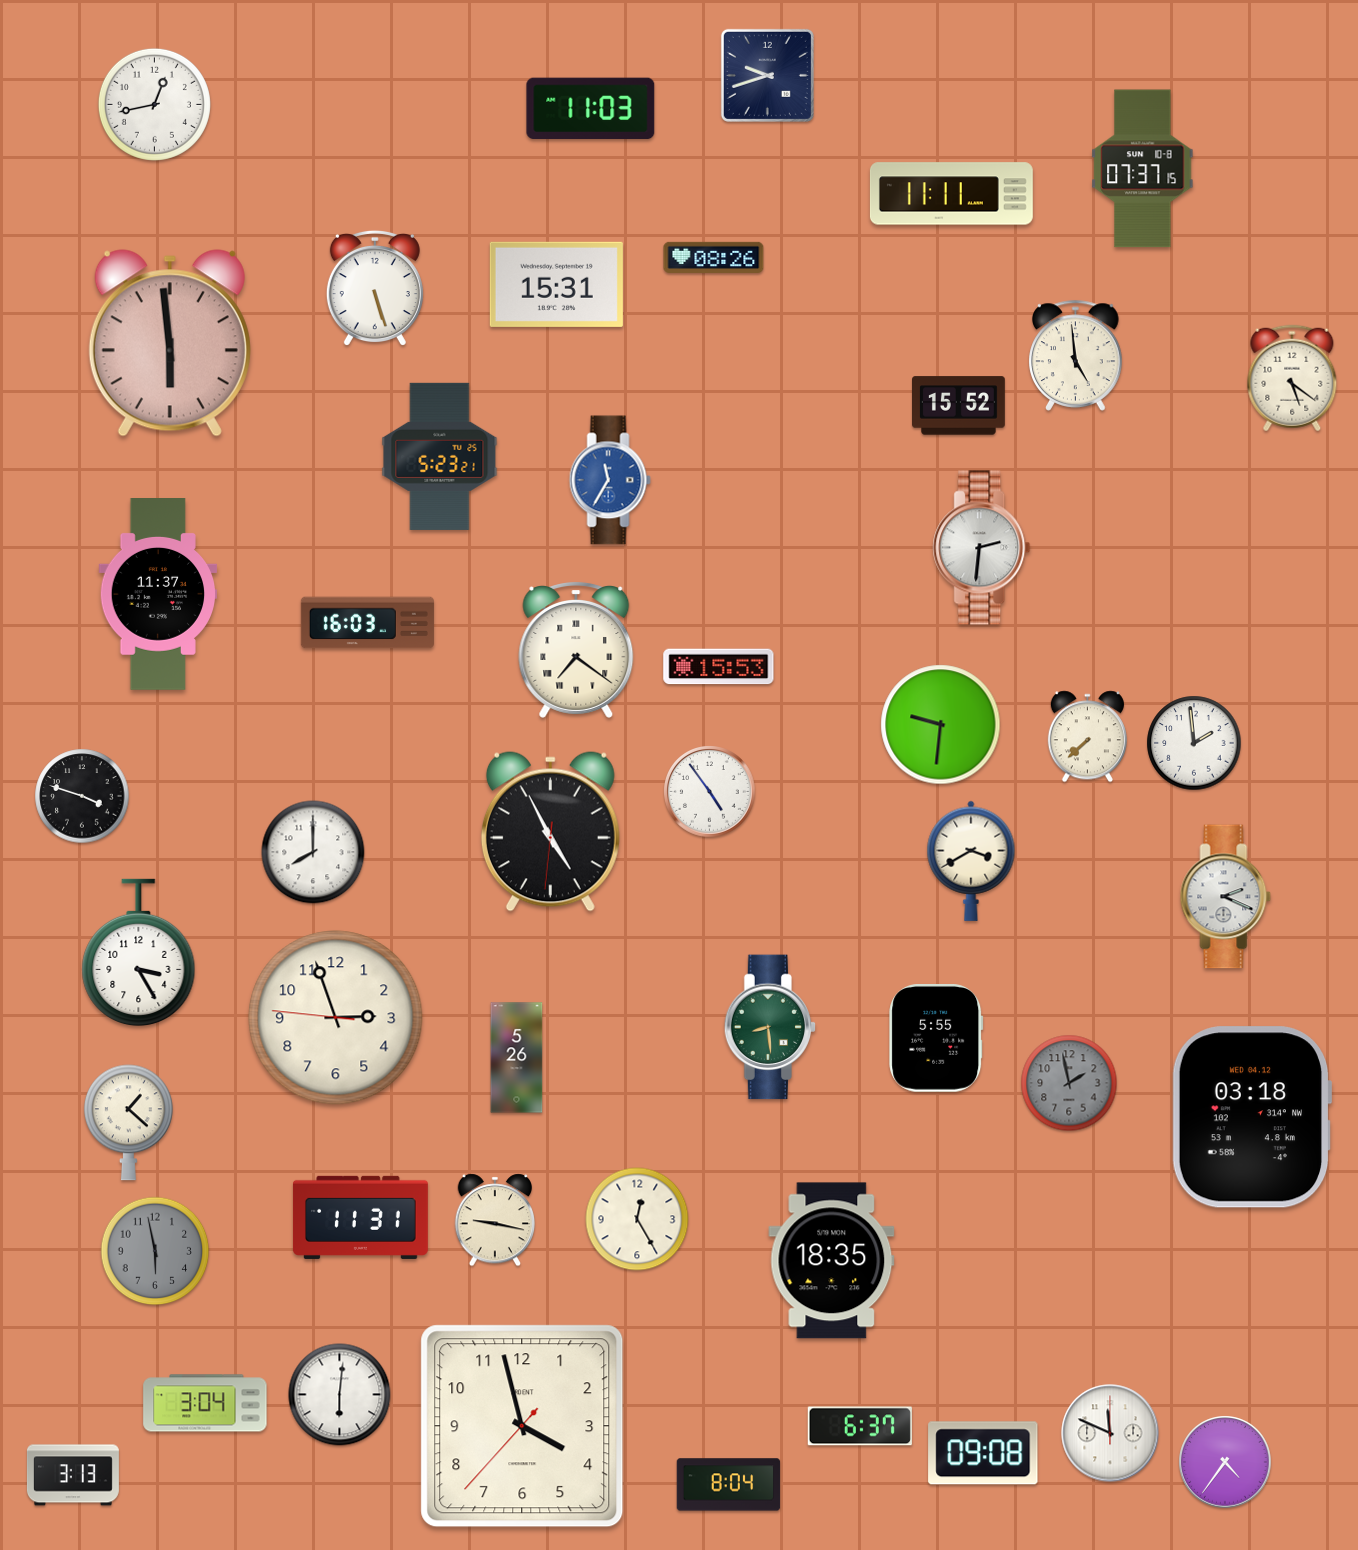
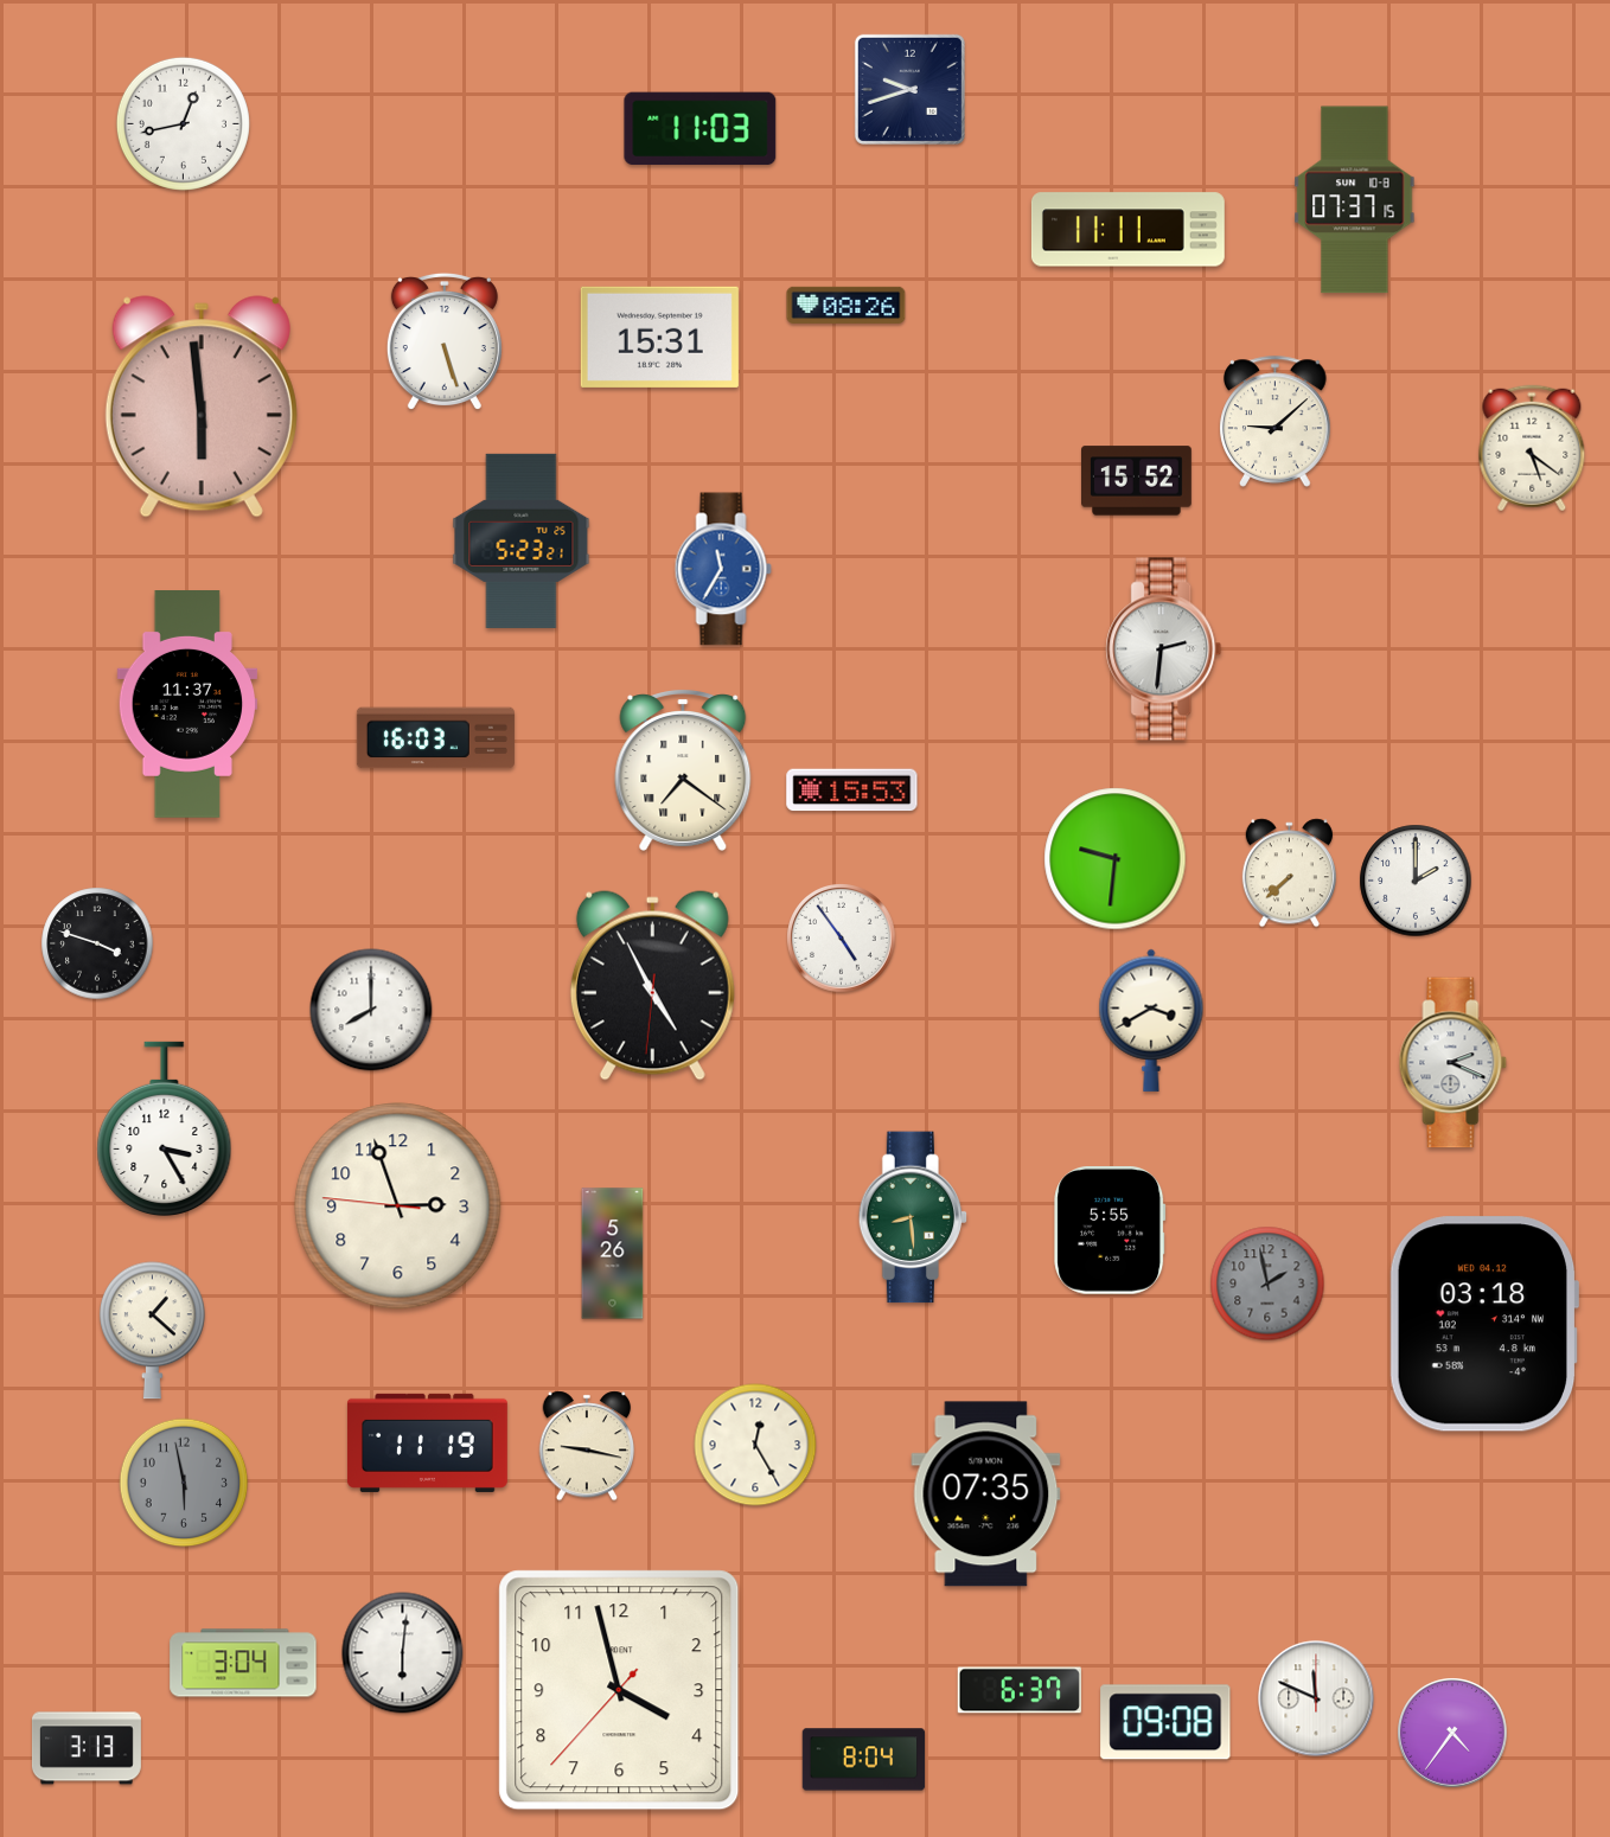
clock at (1076, 355): 4:59 -> 9:08
clock at (1194, 743): 1:59 -> 2:00
clock at (360, 1217): 11:31 -> 11:19
clock at (832, 1261): 18:35 -> 07:35
